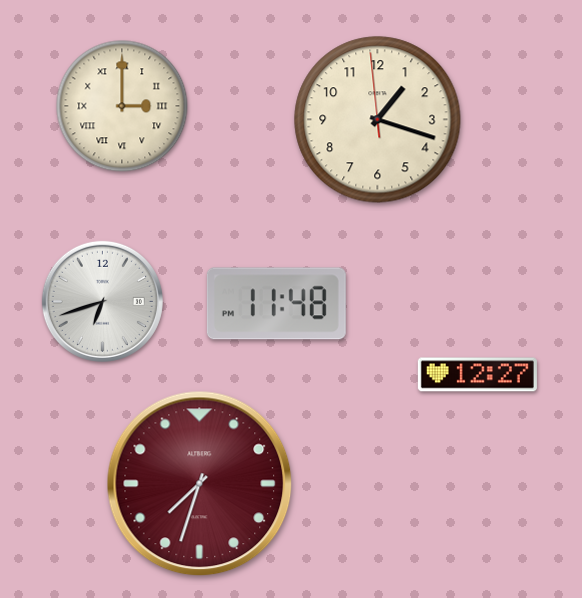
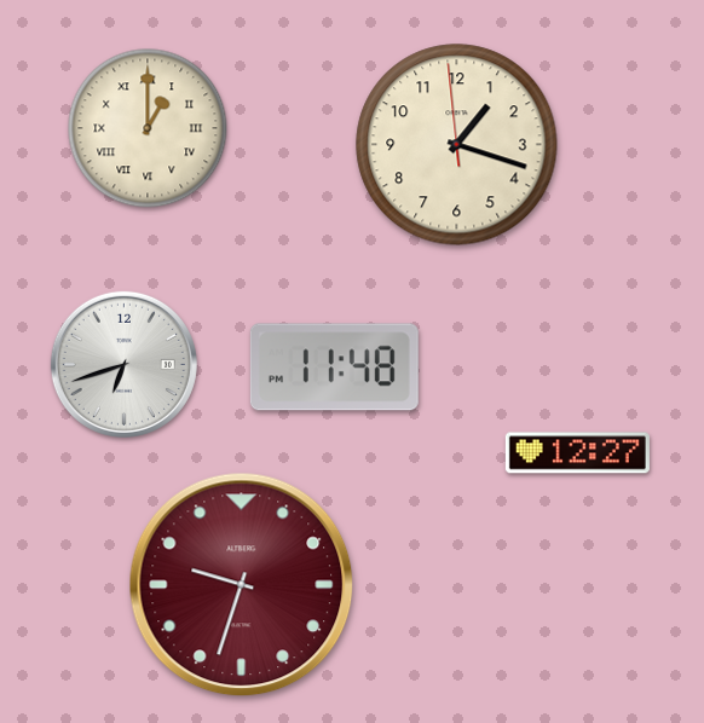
clock at (122, 106): 3:00 -> 1:00
clock at (200, 484): 7:33 -> 9:33
